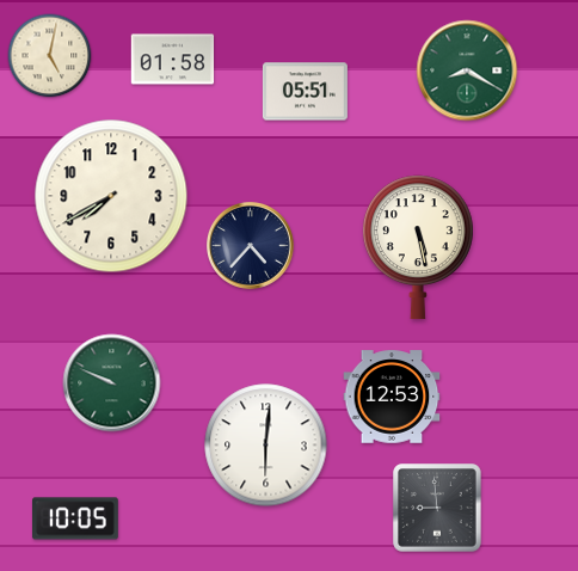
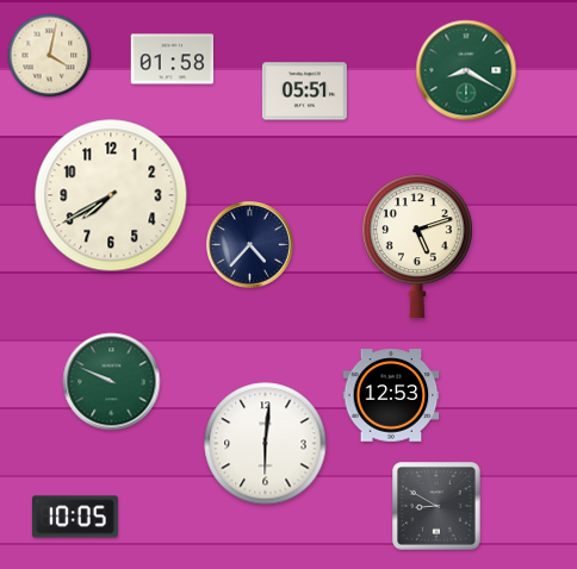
clock at (50, 56): 5:02 -> 4:02
clock at (418, 247): 5:28 -> 5:12
clock at (437, 508): 8:59 -> 8:50
